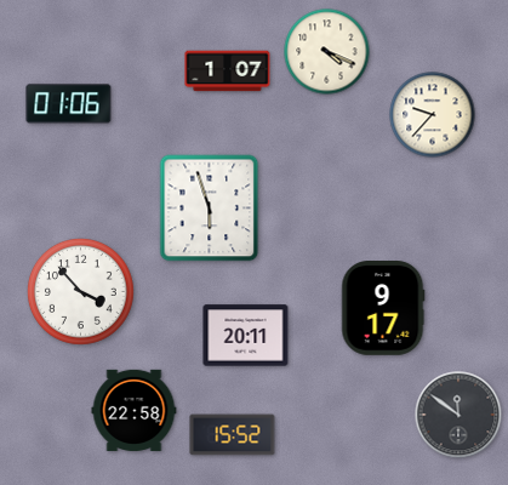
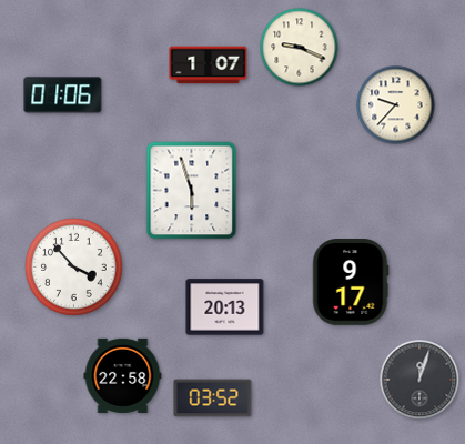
clock at (327, 52): 4:19 -> 9:19
clock at (246, 336): 20:11 -> 20:13
clock at (458, 415): 11:51 -> 12:03
clock at (233, 435): 15:52 -> 03:52
